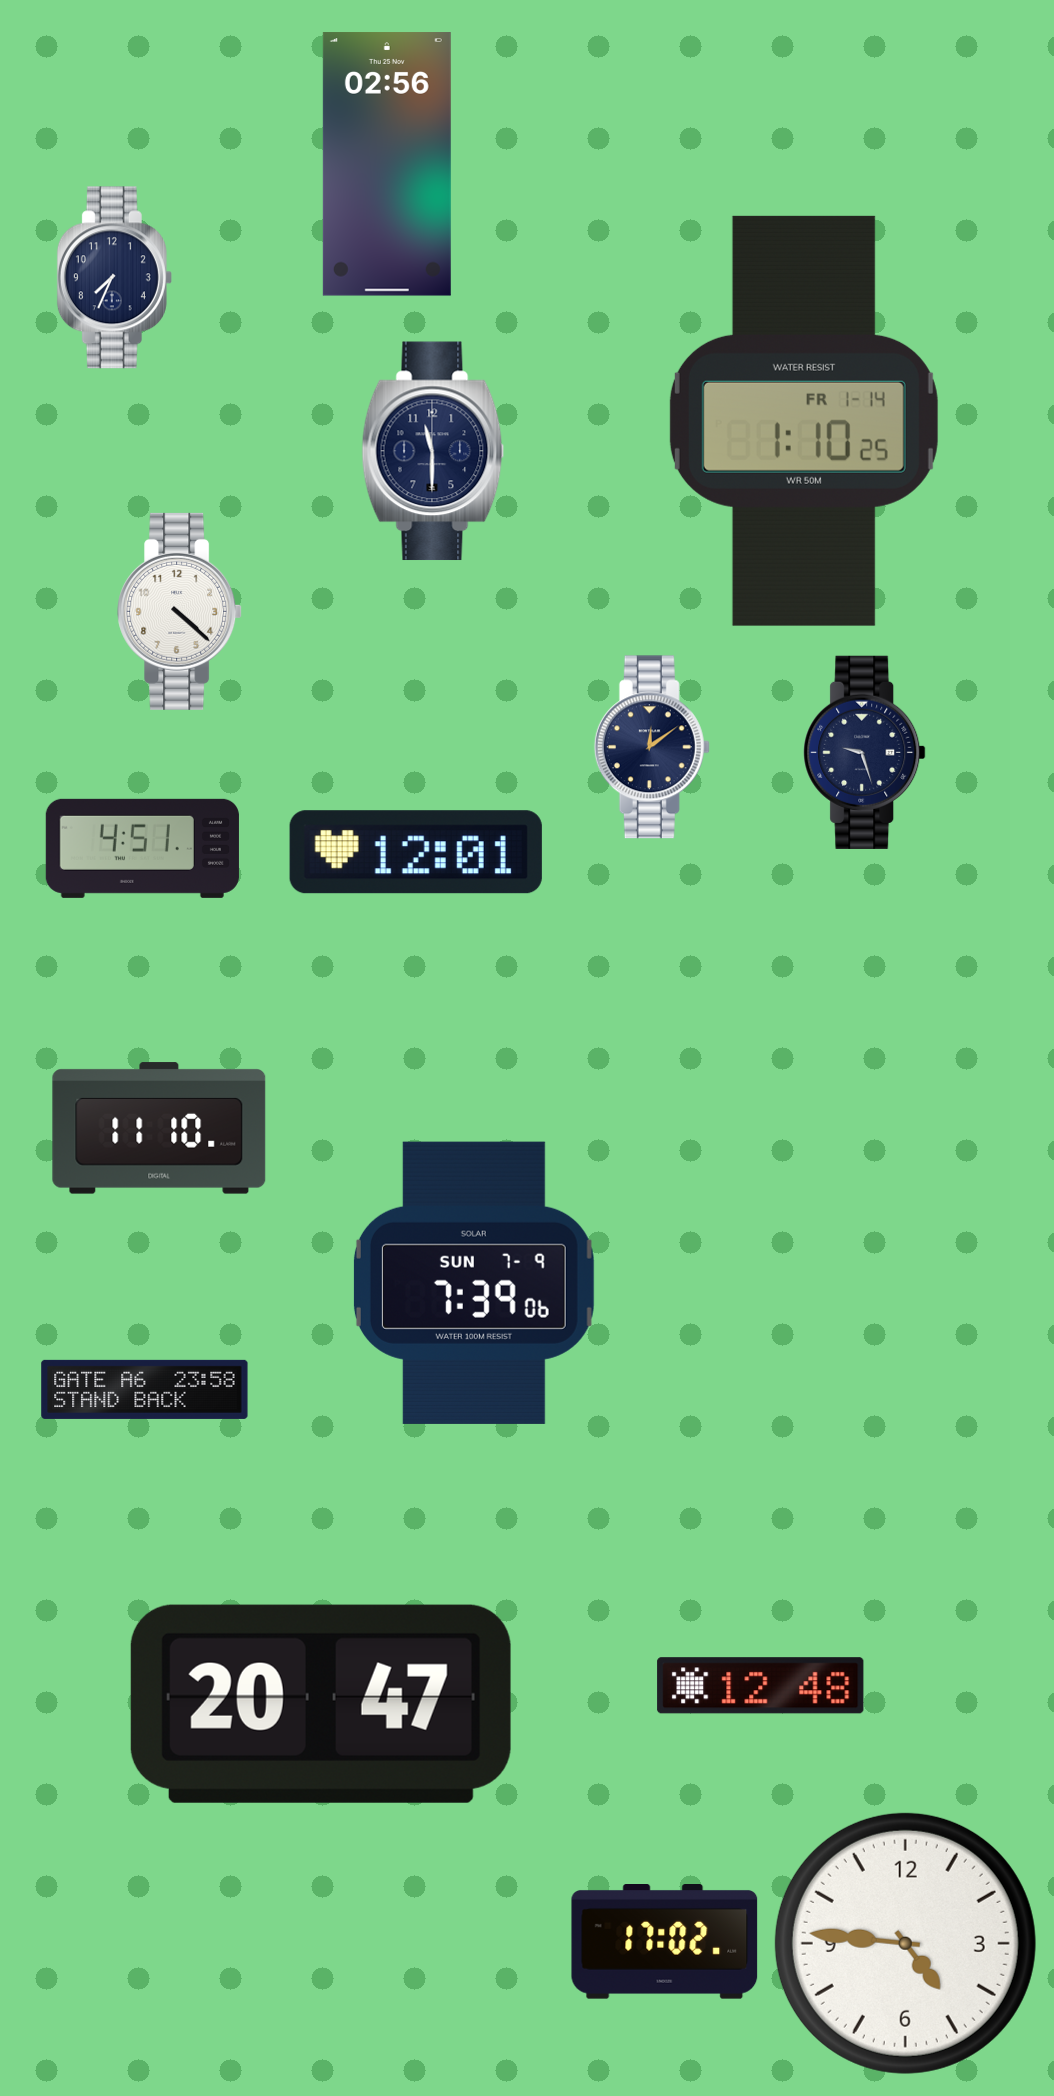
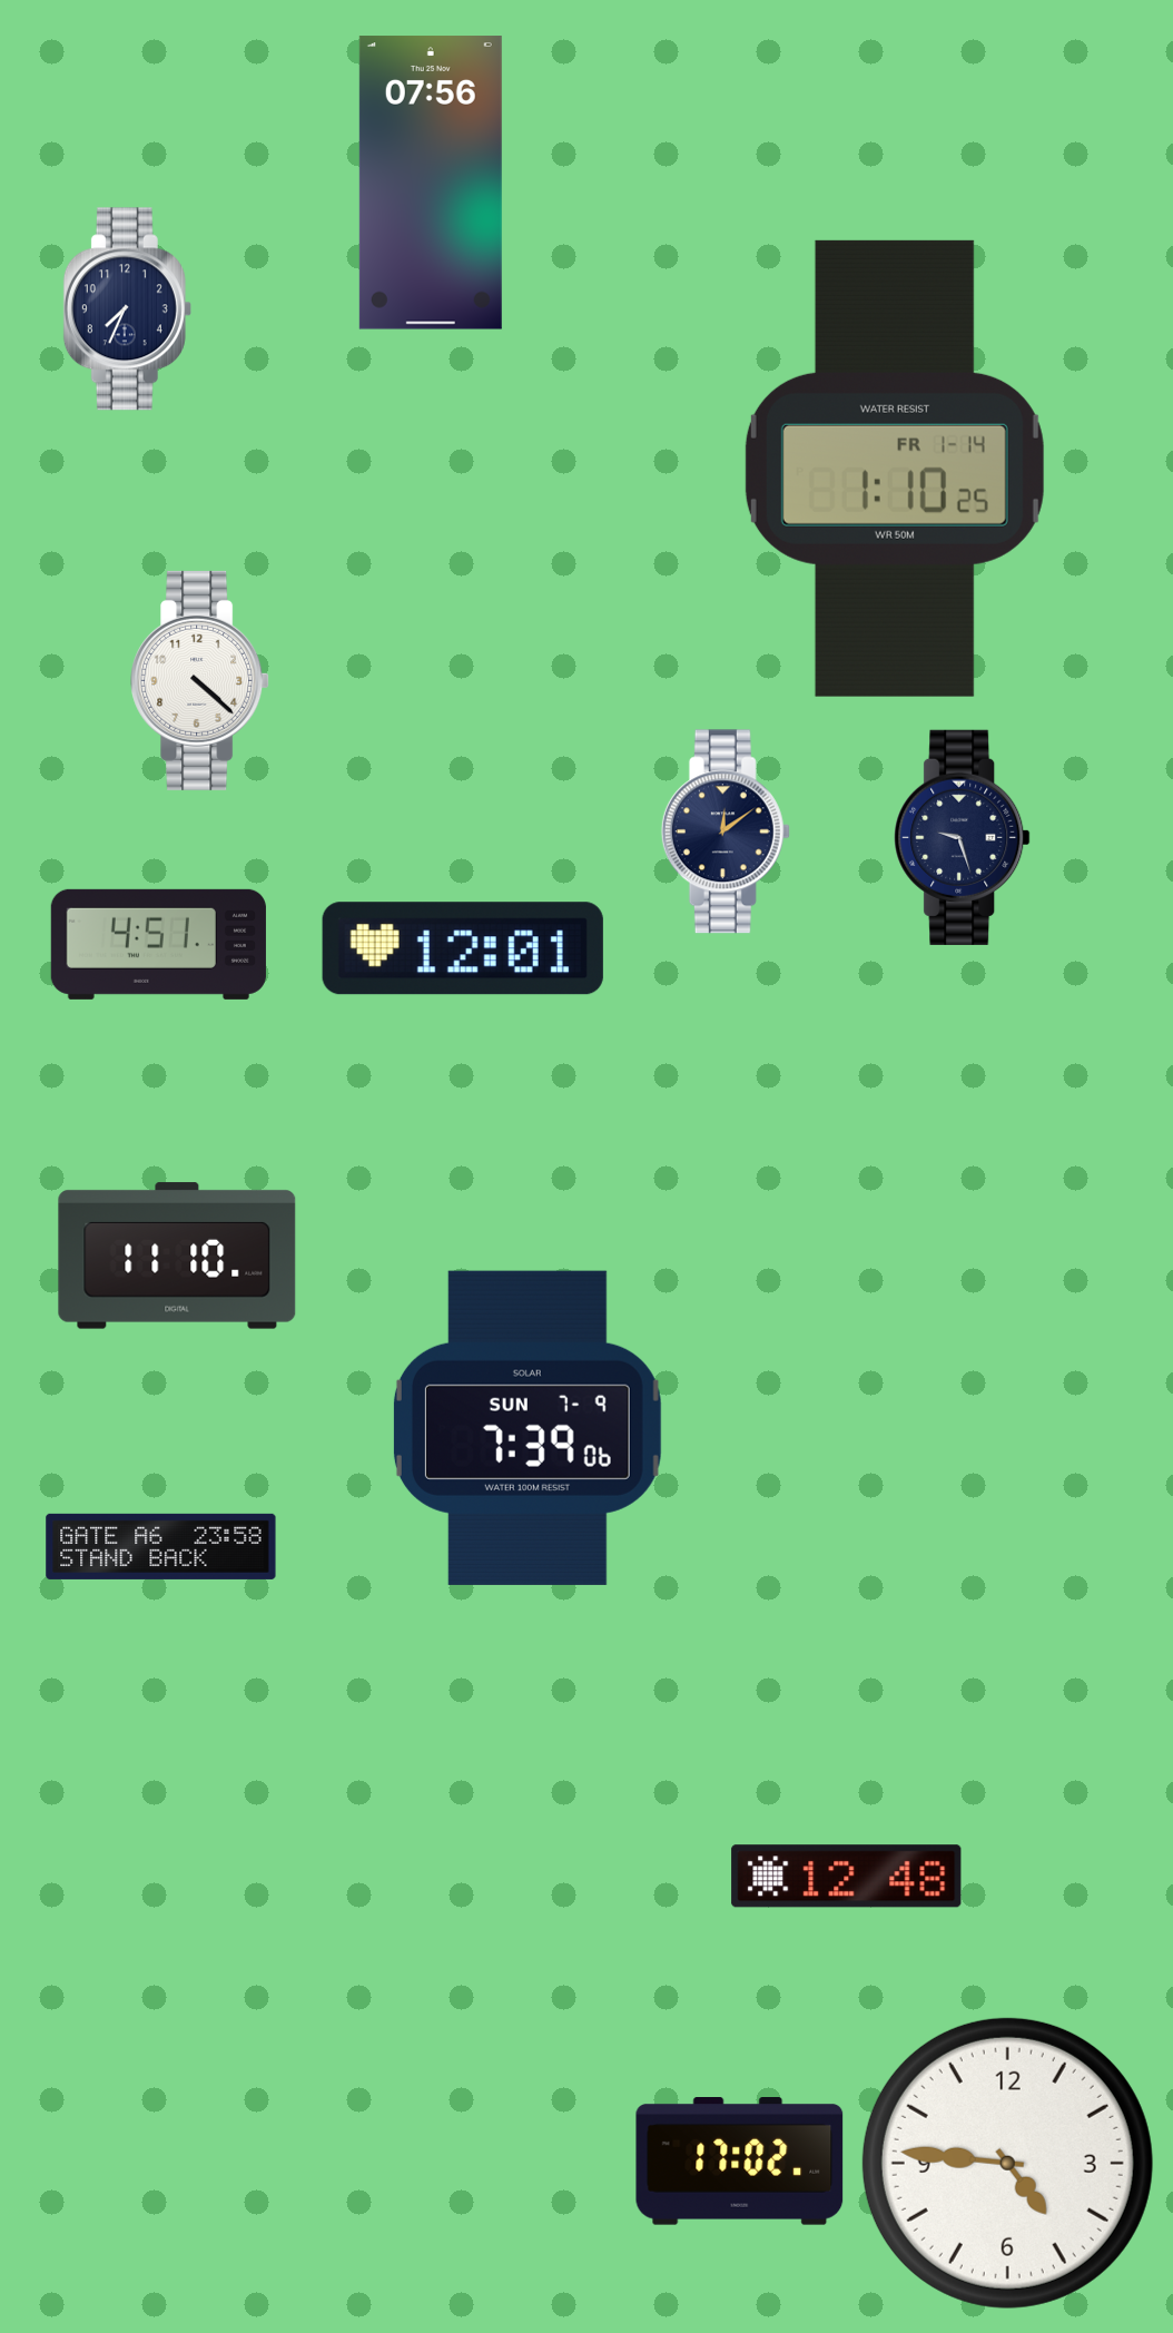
clock at (387, 164): 02:56 -> 07:56
clock at (433, 451): 11:30 -> none
clock at (321, 1704): 20:47 -> none
